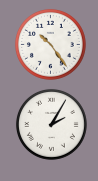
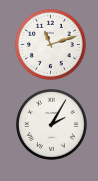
clock at (51, 45): 10:24 -> 11:12
